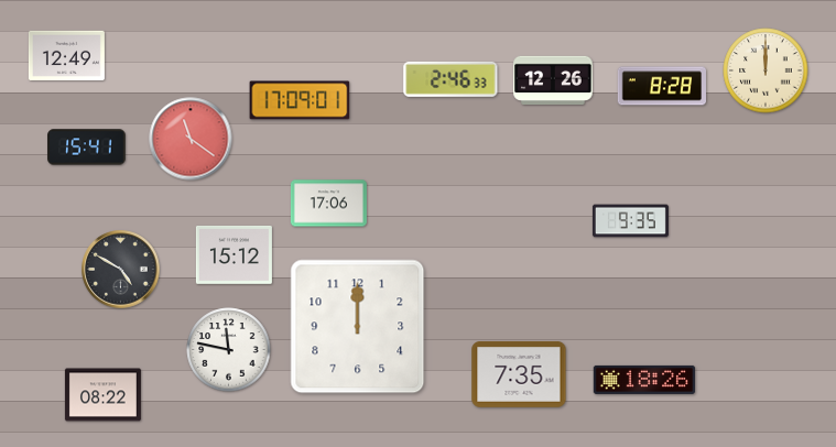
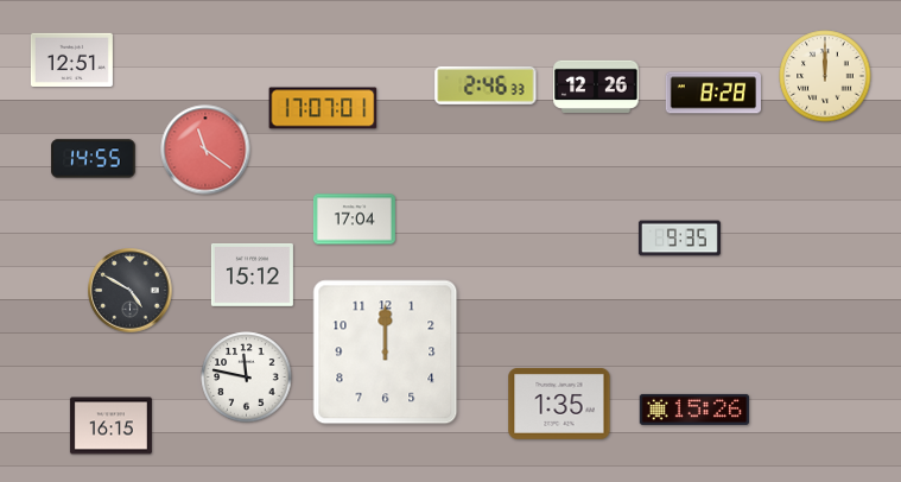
clock at (66, 55): 12:49 -> 12:51
clock at (300, 100): 17:09 -> 17:07
clock at (87, 148): 15:41 -> 14:55
clock at (328, 204): 17:06 -> 17:04
clock at (519, 374): 7:35 -> 1:35
clock at (644, 380): 18:26 -> 15:26
clock at (102, 395): 08:22 -> 16:15
